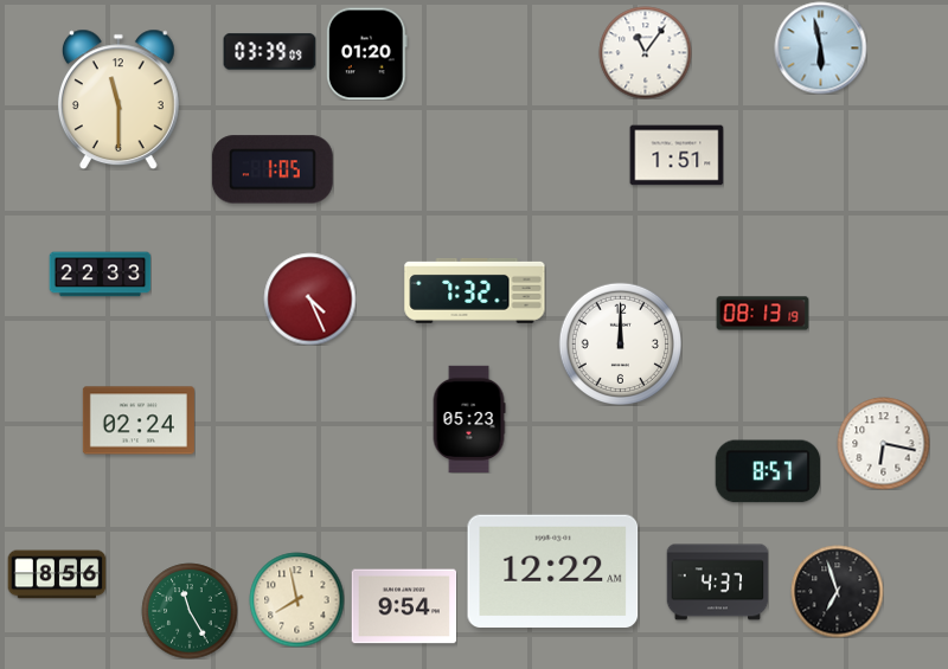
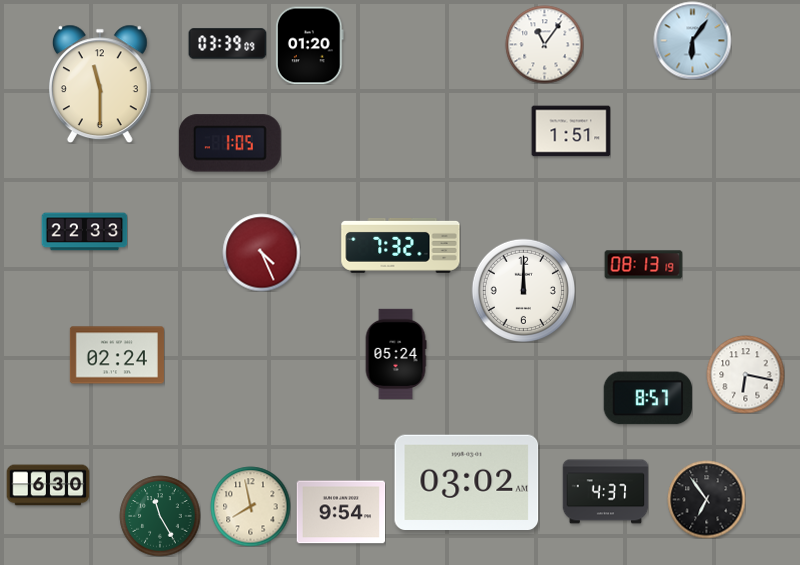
clock at (820, 47): 5:58 -> 6:06
clock at (469, 419): 05:23 -> 05:24
clock at (553, 571): 12:22 -> 03:02
clock at (57, 574): 8:56 -> 6:30
clock at (837, 591): 6:57 -> 6:54
